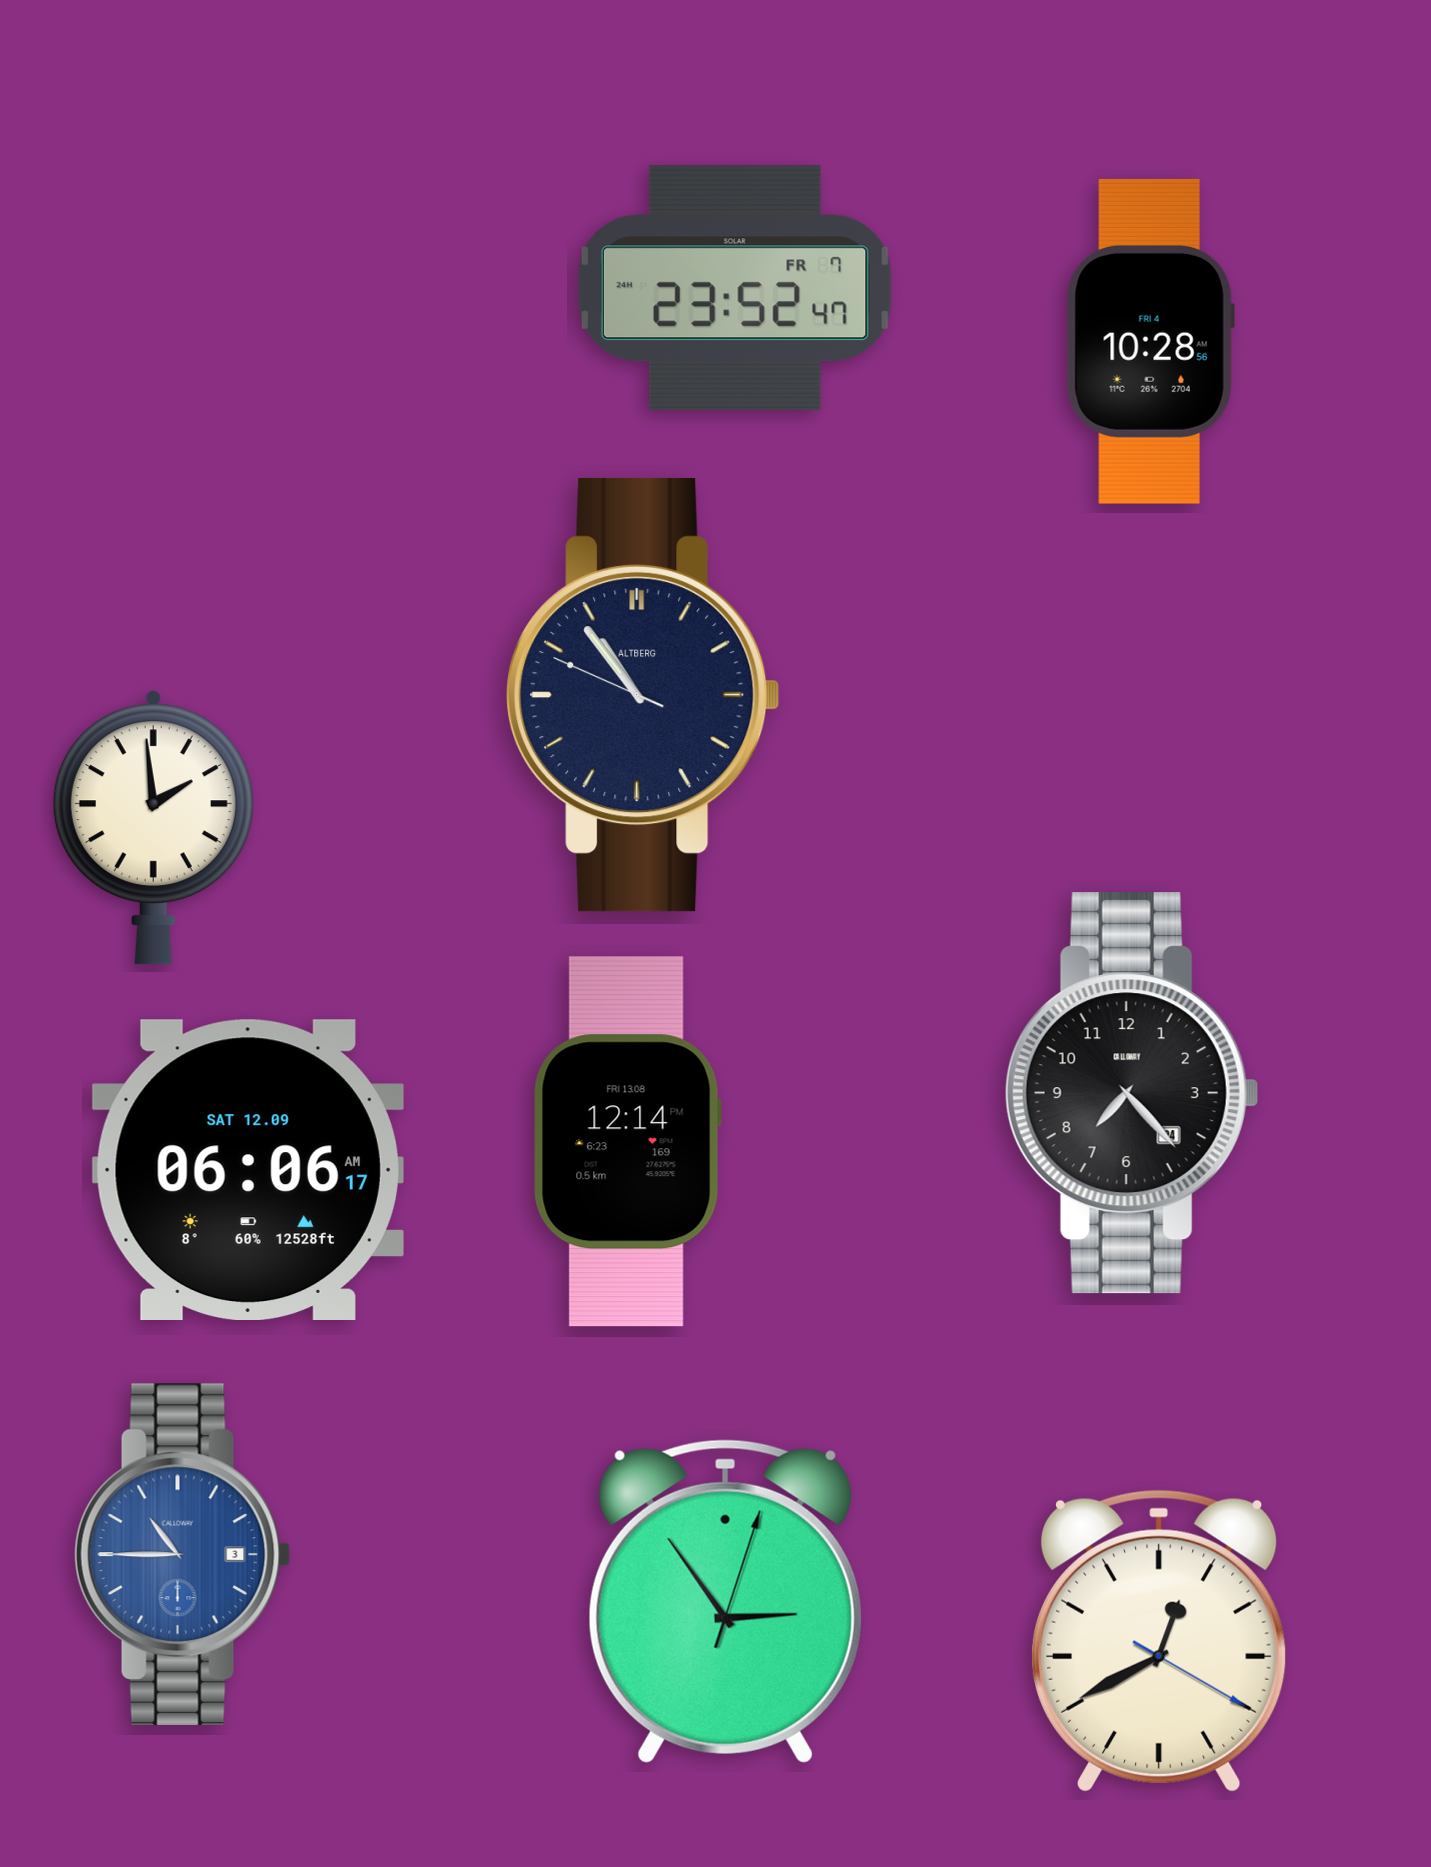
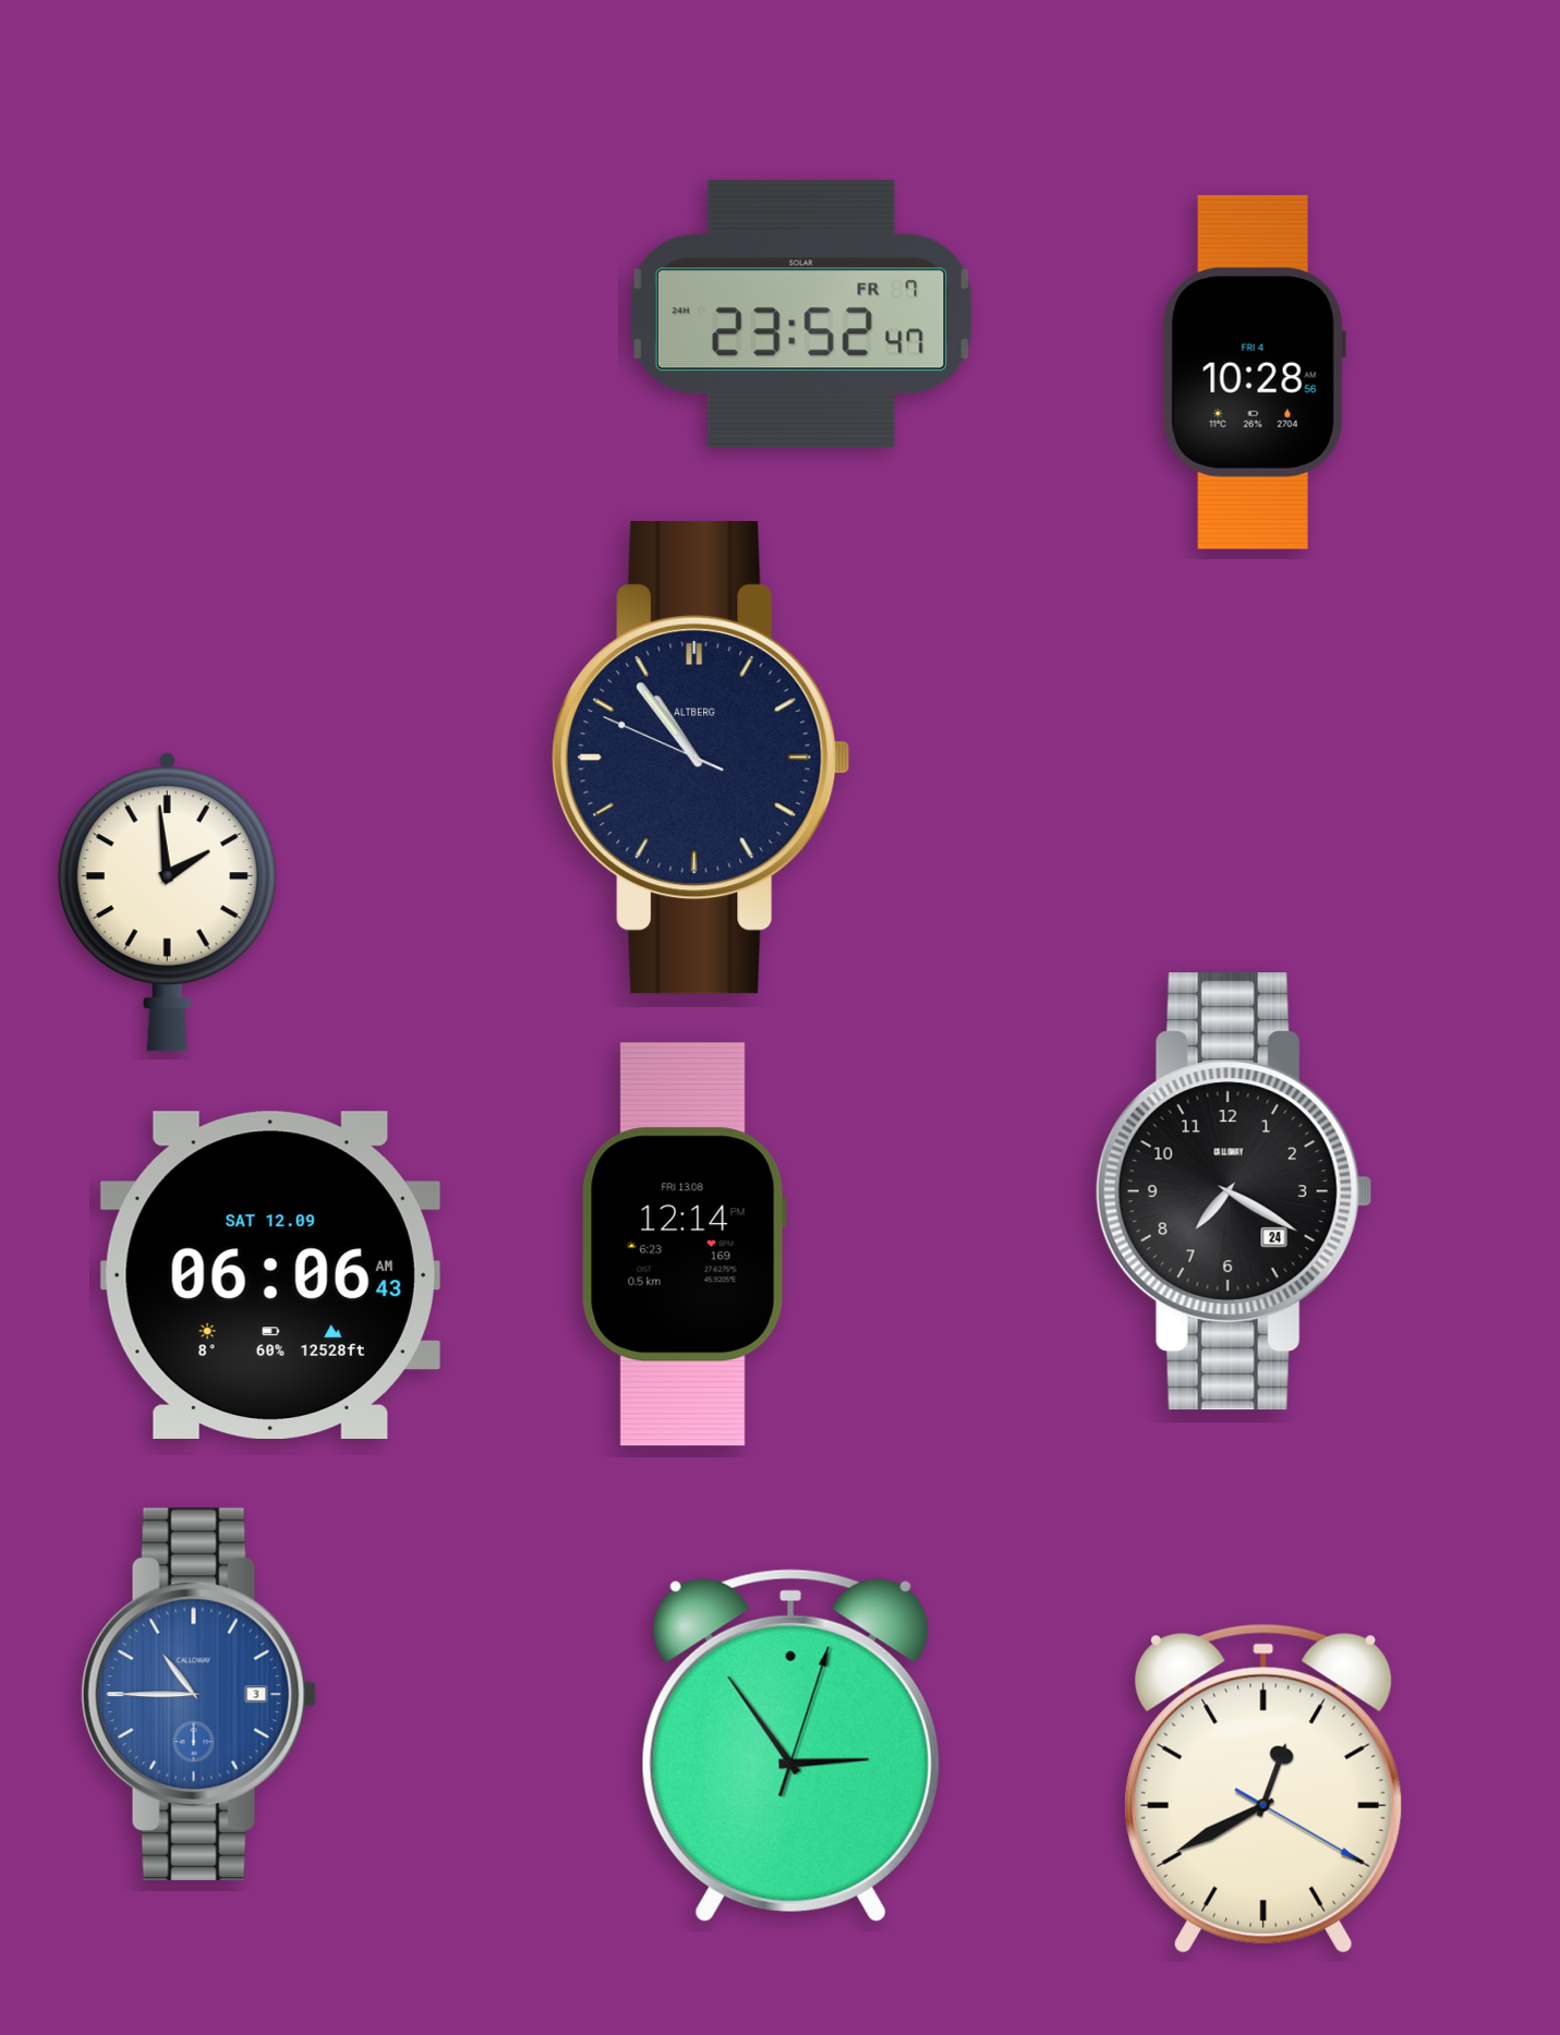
clock at (1132, 1093): 7:23 -> 7:20
clock at (248, 1169): 06:06:17 AM -> 06:06:43 AM
